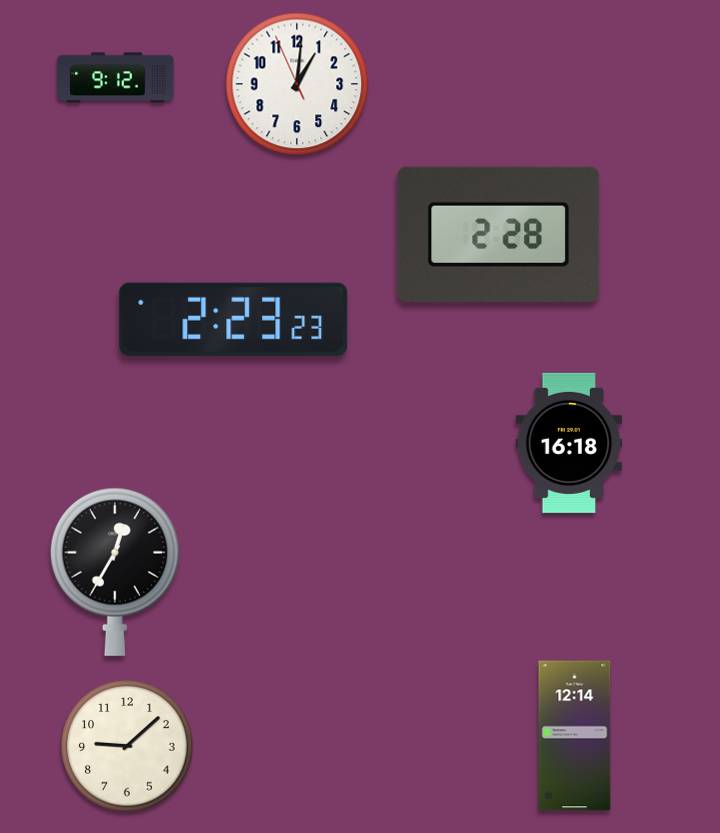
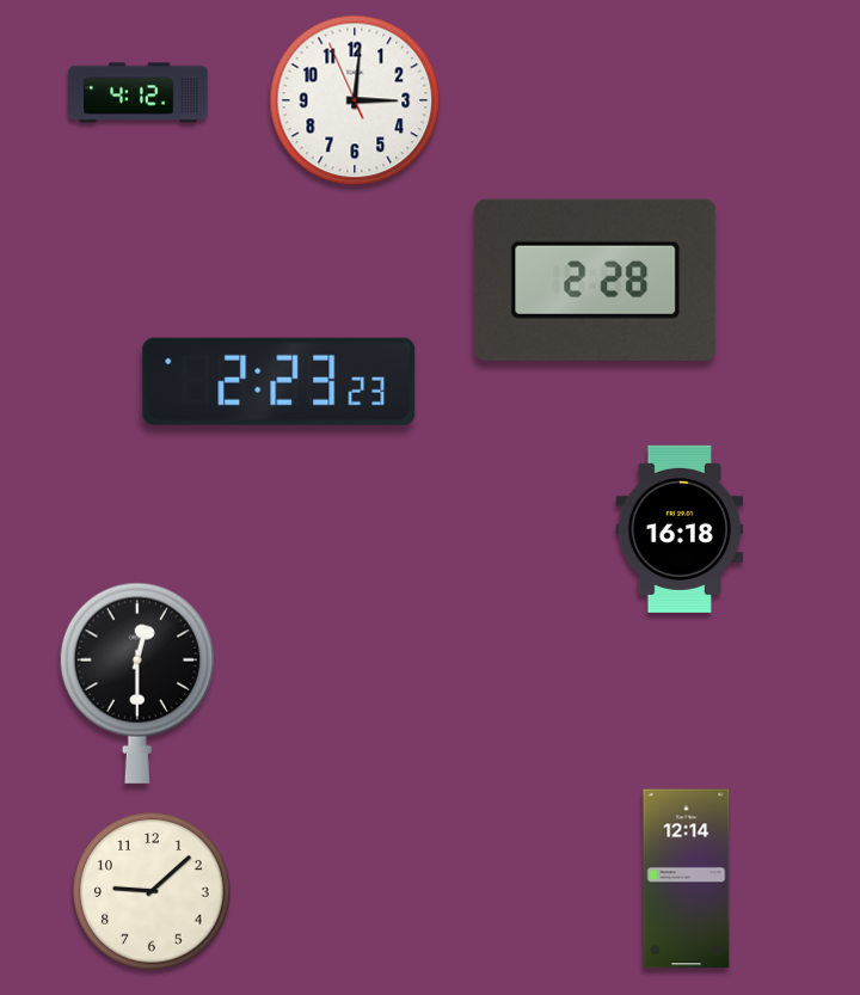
clock at (116, 78): 9:12 -> 4:12
clock at (297, 84): 1:00 -> 3:00
clock at (115, 572): 12:35 -> 12:30
